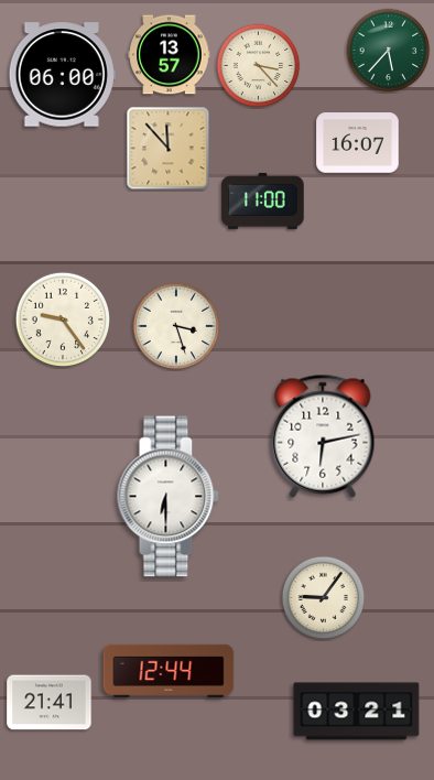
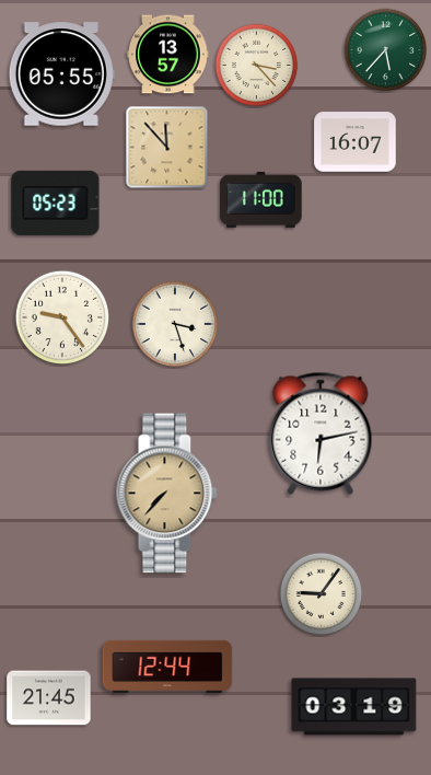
clock at (62, 75): 06:00 -> 05:55
clock at (56, 203): none -> 05:23
clock at (169, 497): 6:30 -> 7:37
clock at (169, 497) dial: white -> champagne
clock at (50, 703): 21:41 -> 21:45
clock at (357, 712): 03:21 -> 03:19
